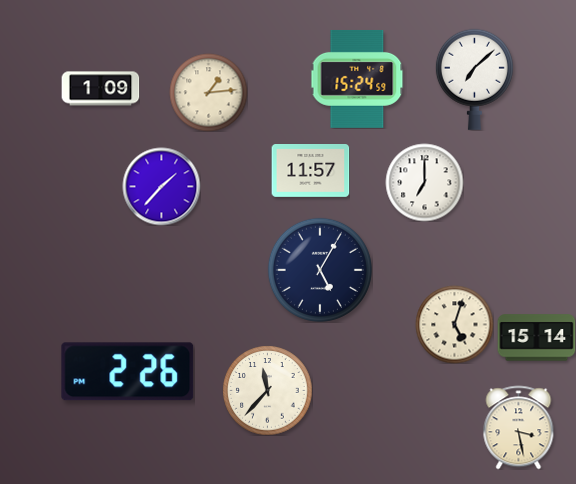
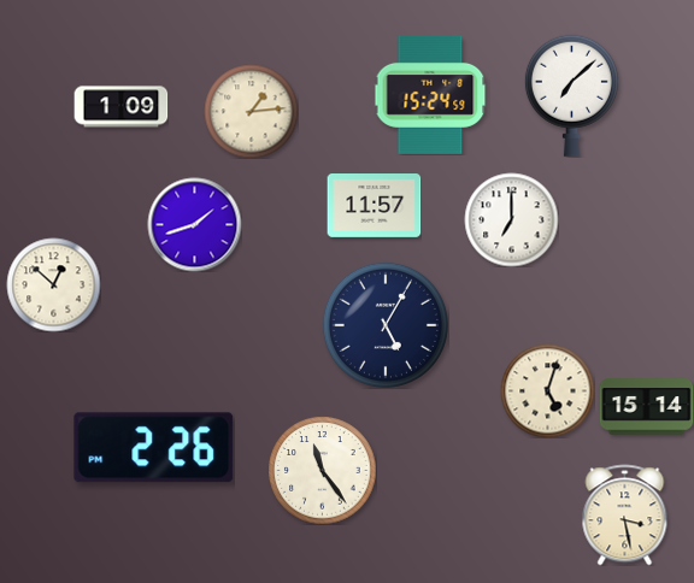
clock at (161, 186): 1:37 -> 1:42
clock at (53, 284): none -> 12:52
clock at (267, 390): 11:37 -> 11:24
